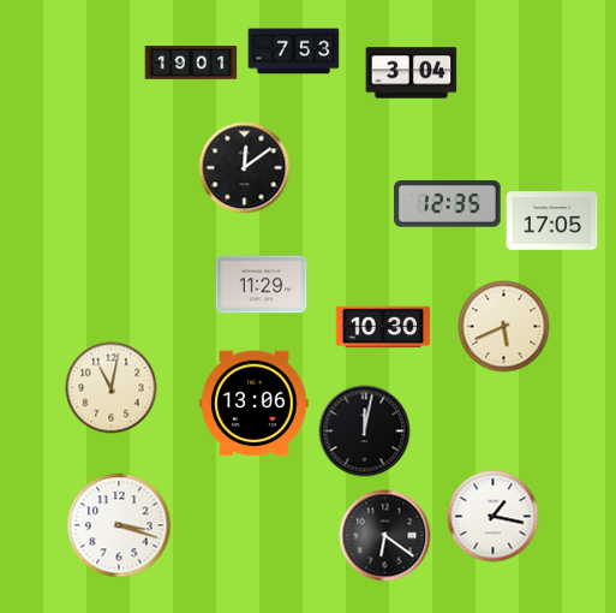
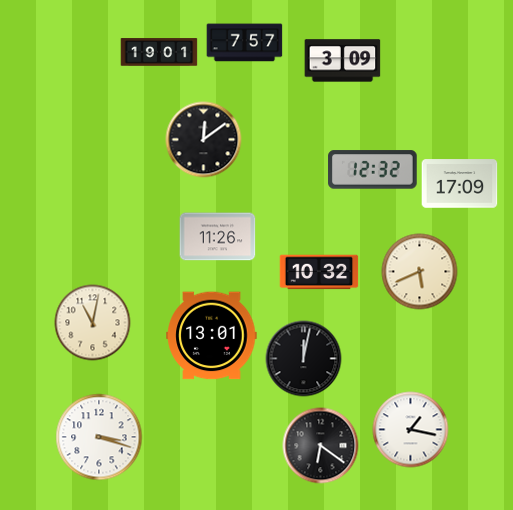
clock at (294, 52): 7:53 -> 7:57
clock at (412, 73): 3:04 -> 3:09
clock at (448, 204): 12:35 -> 12:32
clock at (552, 221): 17:05 -> 17:09
clock at (262, 285): 11:29 -> 11:26
clock at (383, 327): 10:30 -> 10:32
clock at (255, 404): 13:06 -> 13:01
